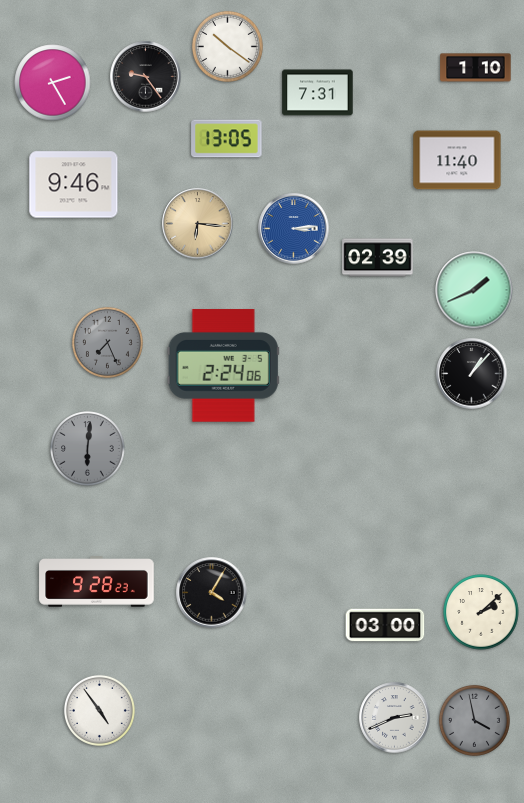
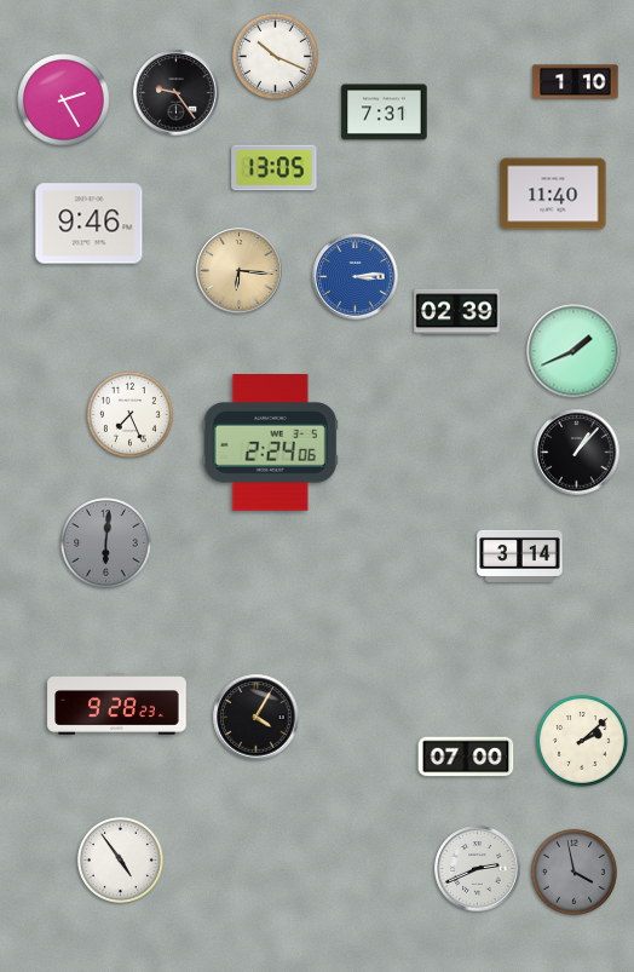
clock at (227, 46): 10:21 -> 10:19
clock at (107, 342) dial: grey -> white
clock at (472, 374) position: (472, 374) -> (577, 453)
clock at (520, 556): none -> 3:14
clock at (385, 625): 03:00 -> 07:00
